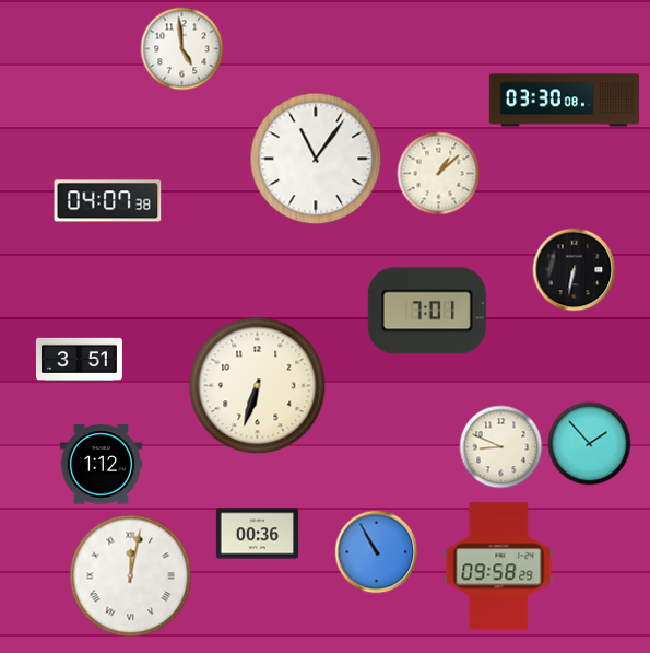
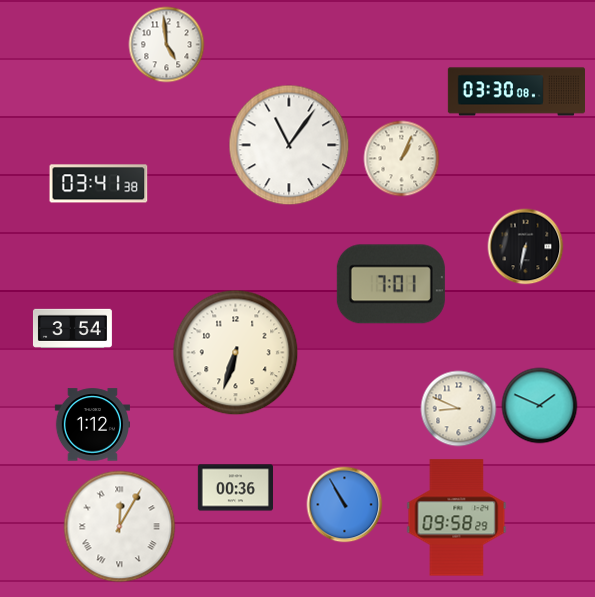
clock at (439, 174): 1:08 -> 1:04
clock at (108, 201): 04:07 -> 03:41
clock at (79, 359): 3:51 -> 3:54
clock at (590, 444): 1:53 -> 1:49
clock at (131, 576): 12:02 -> 12:05
